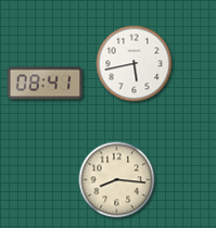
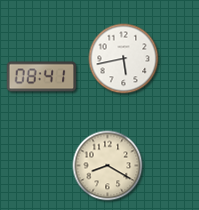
clock at (117, 180): 8:16 -> 8:20
